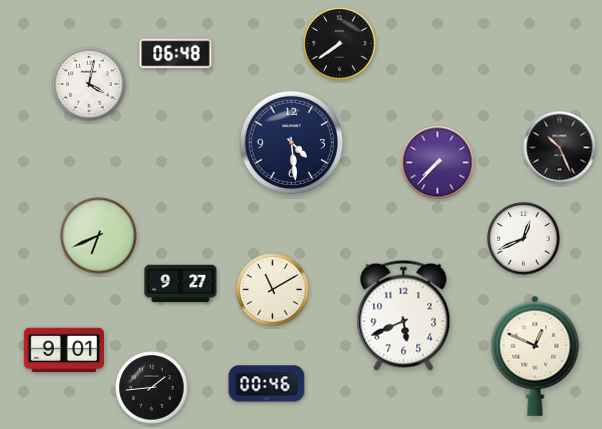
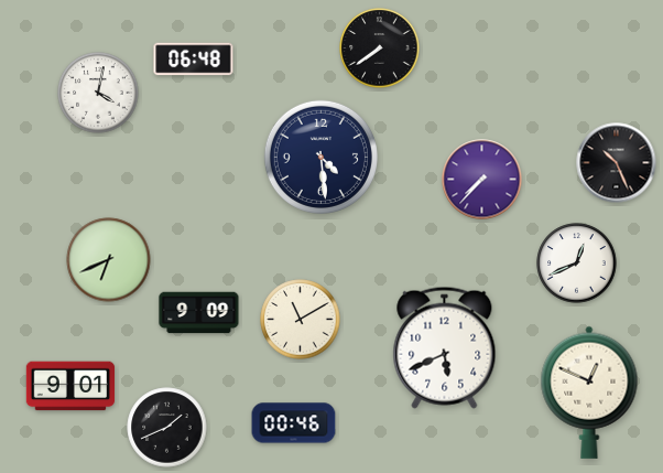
clock at (340, 44) position: (340, 44) -> (380, 49)
clock at (181, 284): 9:27 -> 9:09
clock at (152, 388): 1:44 -> 1:41
